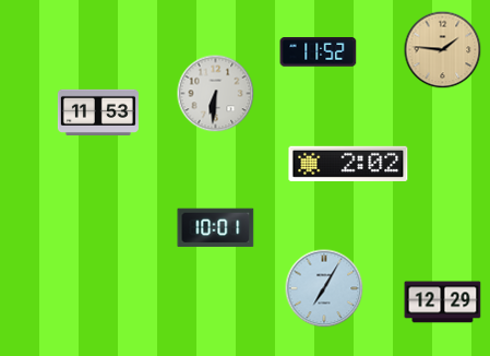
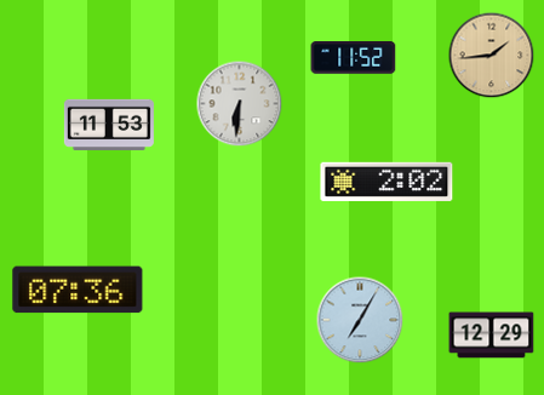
clock at (443, 50): 1:46 -> 1:44
clock at (216, 228): 10:01 -> none
clock at (78, 290): none -> 07:36
